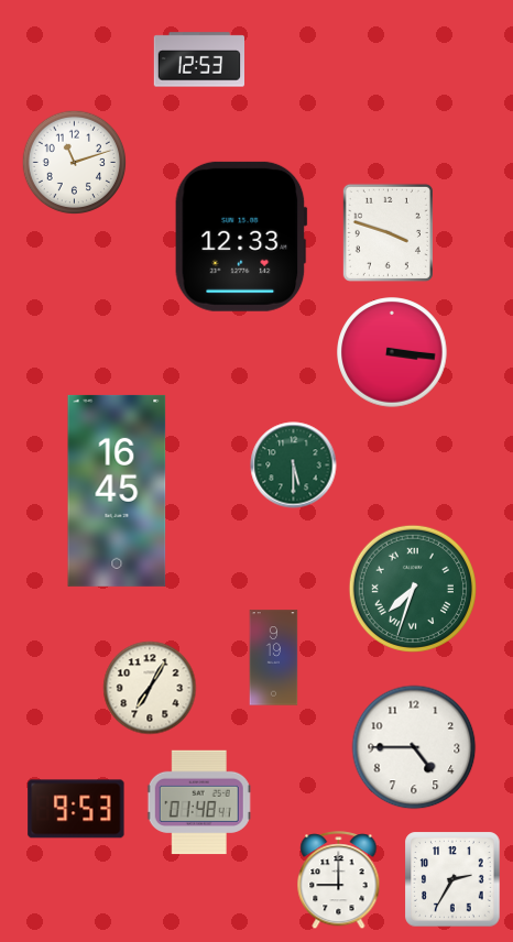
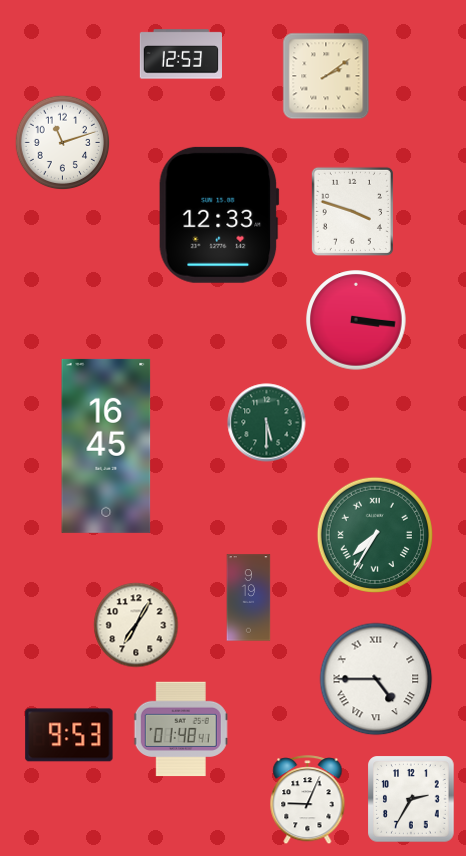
clock at (326, 76): none -> 2:09
clock at (75, 163) position: (75, 163) -> (63, 143)
clock at (412, 588): 7:33 -> 7:35
clock at (414, 747) numerals: Arabic -> Roman
clock at (339, 880): 9:00 -> 9:04
